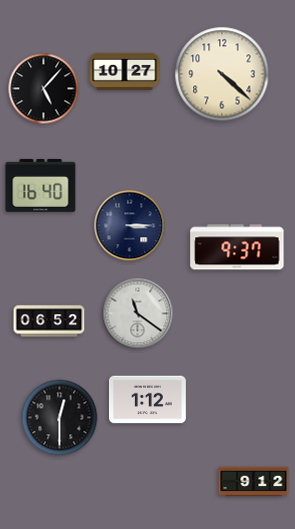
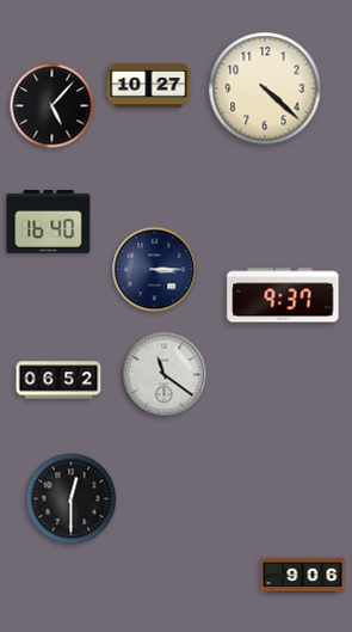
clock at (49, 321) position: (49, 321) -> (58, 380)
clock at (147, 400): 1:12 -> none
clock at (254, 482): 9:12 -> 9:06
